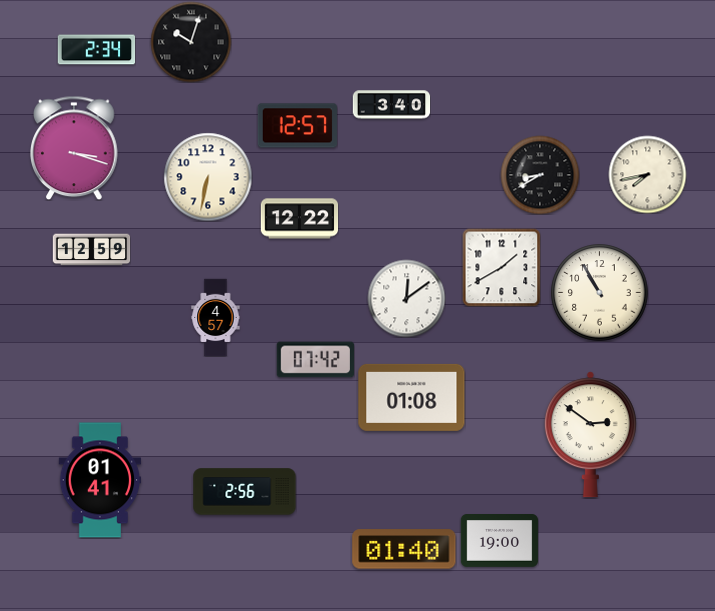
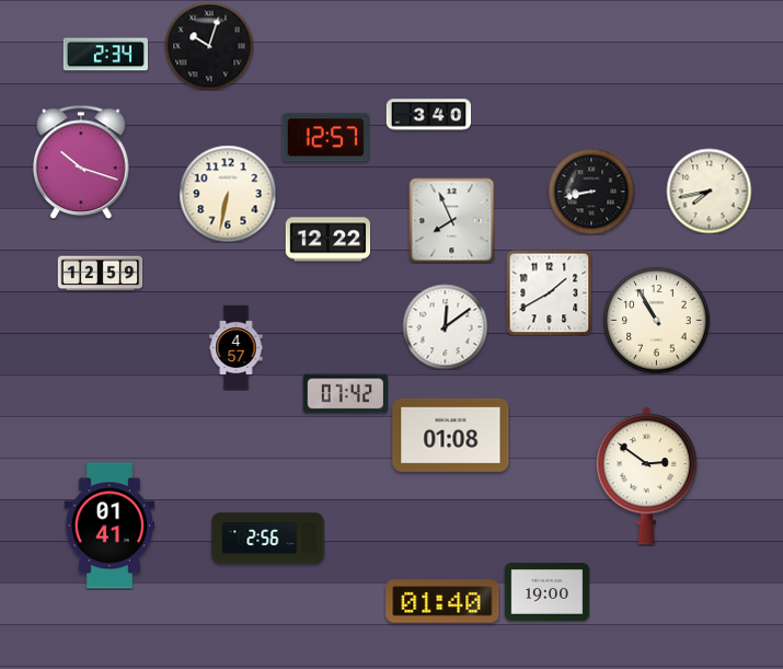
clock at (74, 148): 3:18 -> 10:18
clock at (540, 175): 8:40 -> 8:43
clock at (451, 220): none -> 7:56
